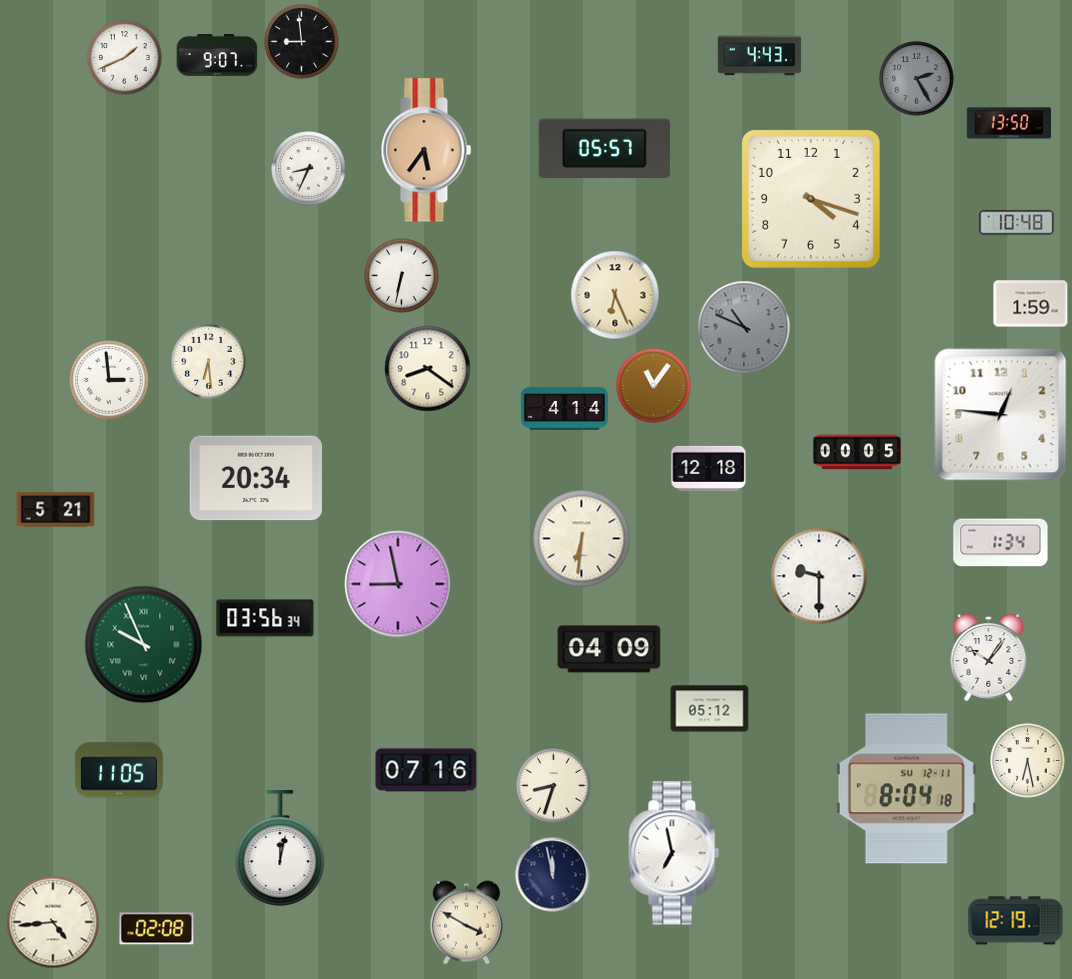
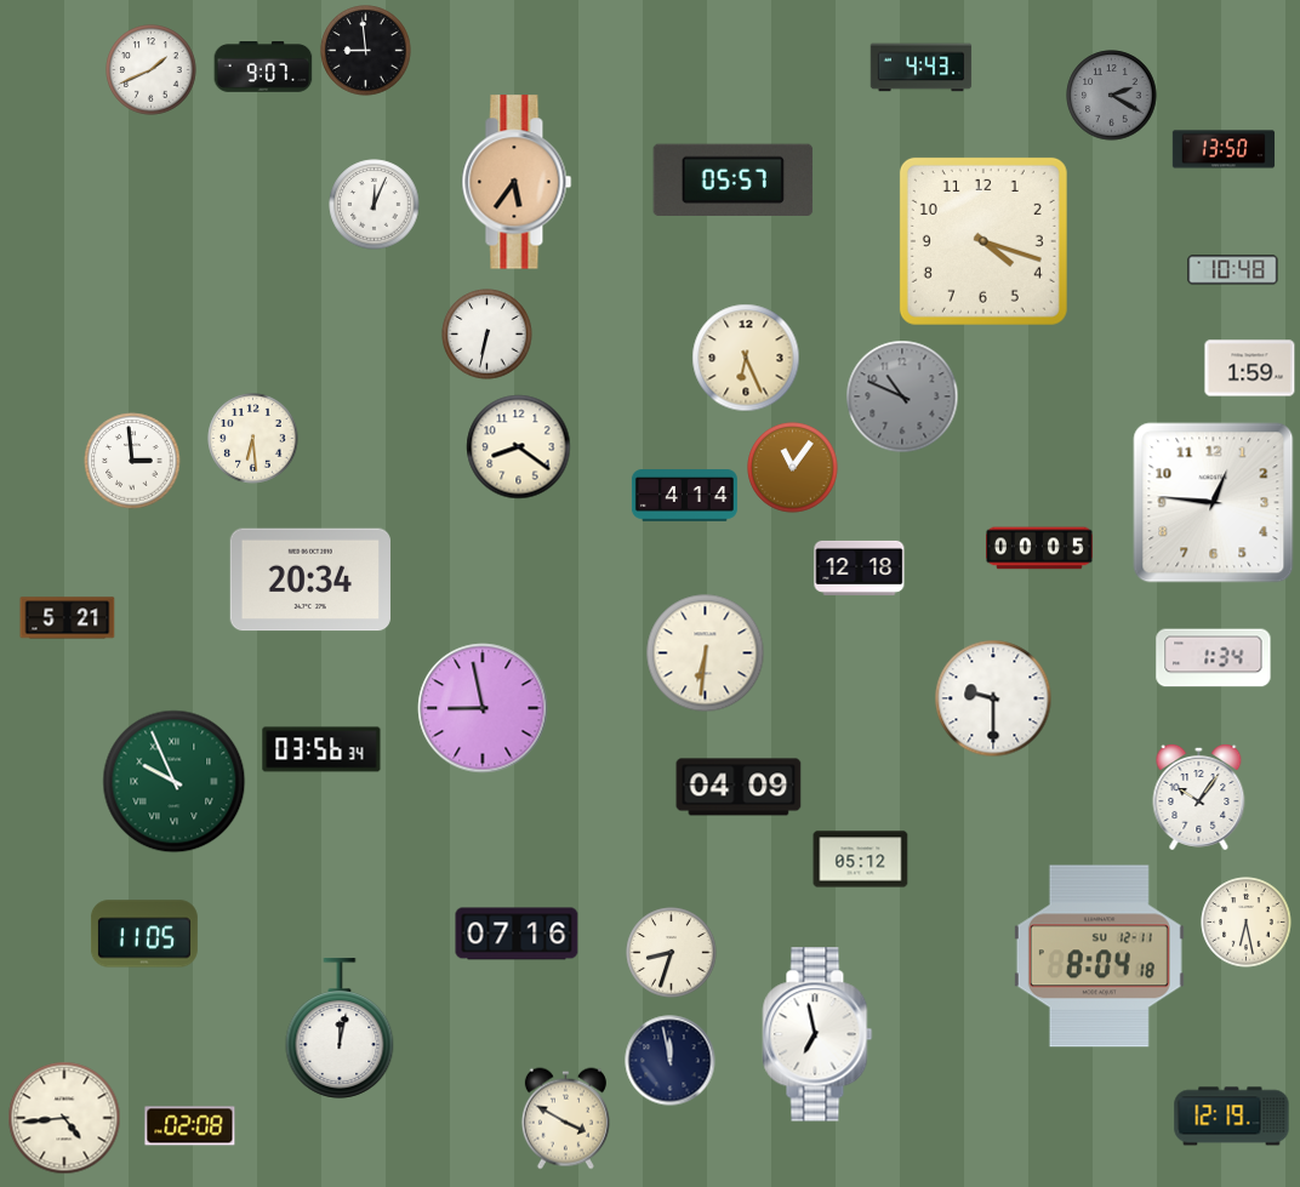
clock at (917, 79): 2:25 -> 2:20
clock at (309, 169): 8:34 -> 12:04
